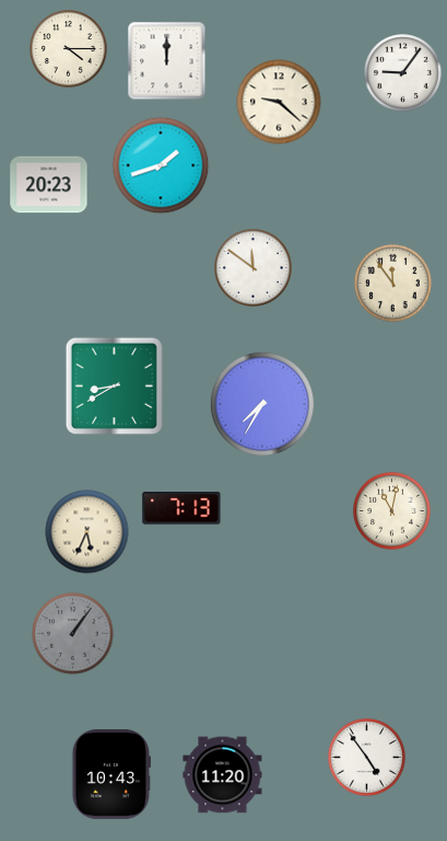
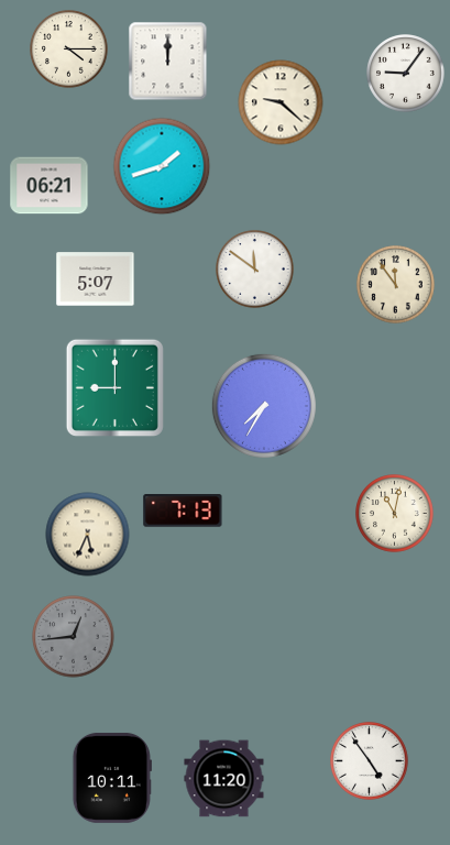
clock at (49, 185): 20:23 -> 06:21
clock at (96, 279): none -> 5:07
clock at (114, 385): 8:40 -> 9:00
clock at (73, 634): 1:06 -> 12:44
clock at (111, 774): 10:43 -> 10:11
